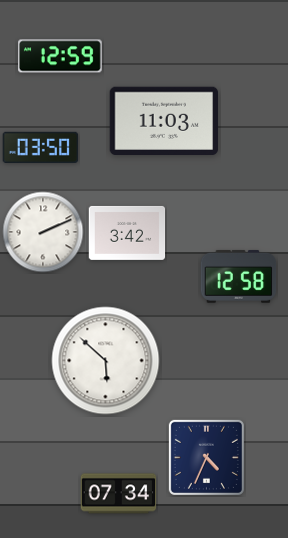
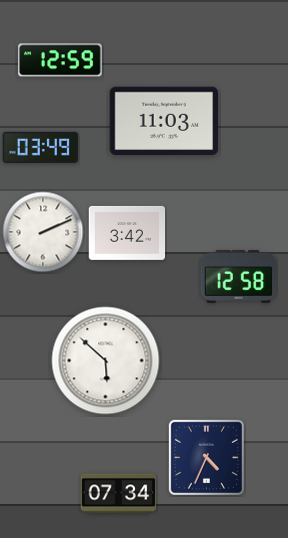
clock at (61, 56) position: (61, 56) -> (61, 60)
clock at (41, 147): 03:50 -> 03:49
